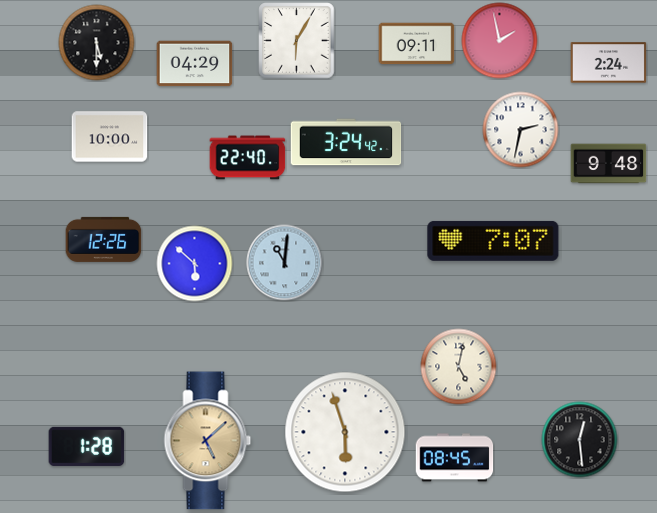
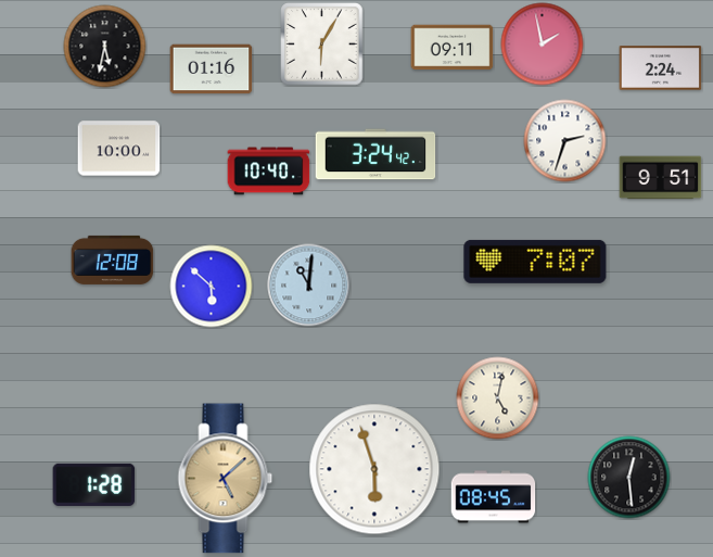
clock at (97, 43): 5:30 -> 5:32
clock at (195, 64): 04:29 -> 01:16
clock at (521, 130): 2:32 -> 2:33
clock at (248, 158): 22:40 -> 10:40
clock at (609, 164): 9:48 -> 9:51
clock at (104, 239): 12:26 -> 12:08
